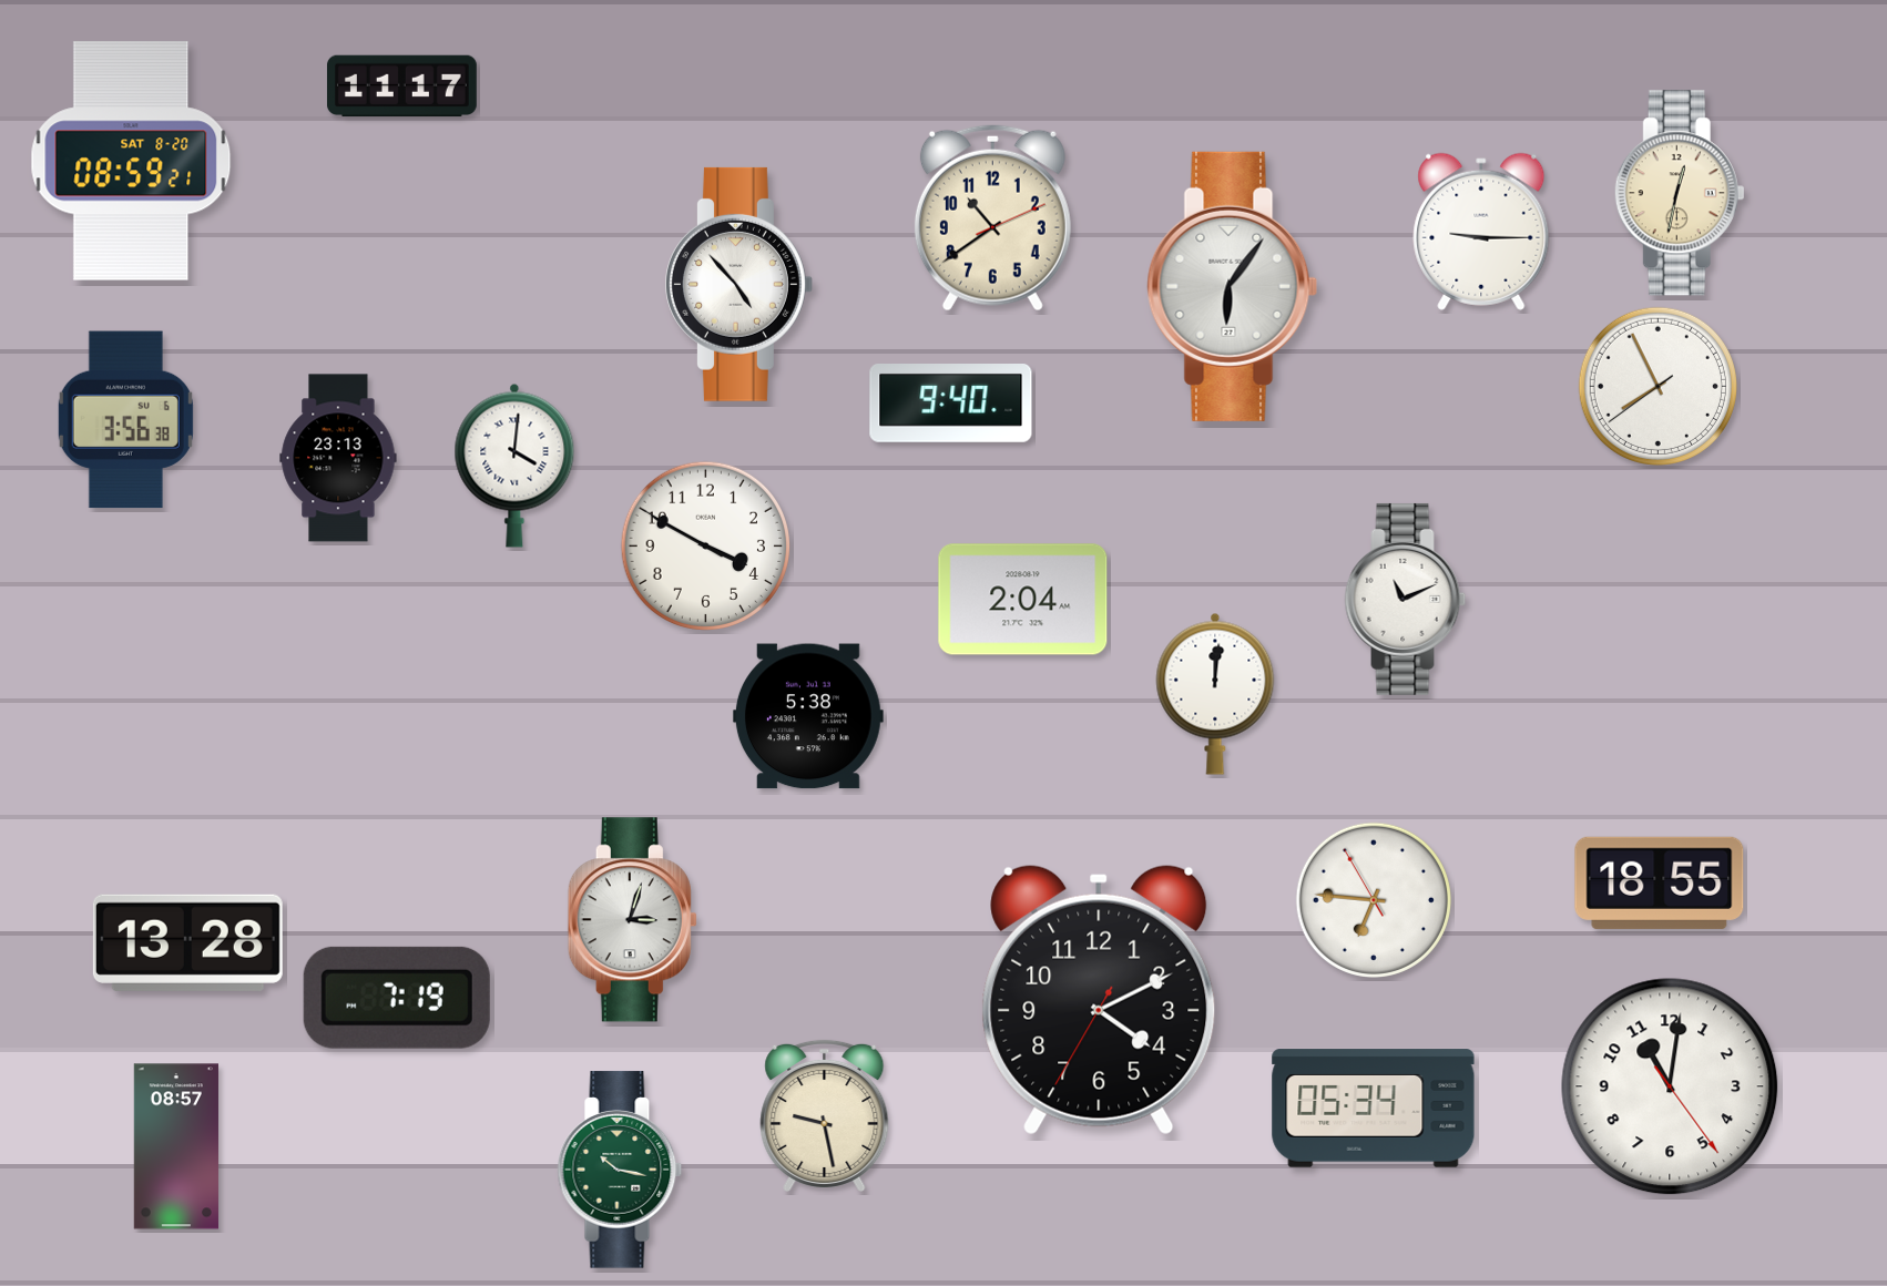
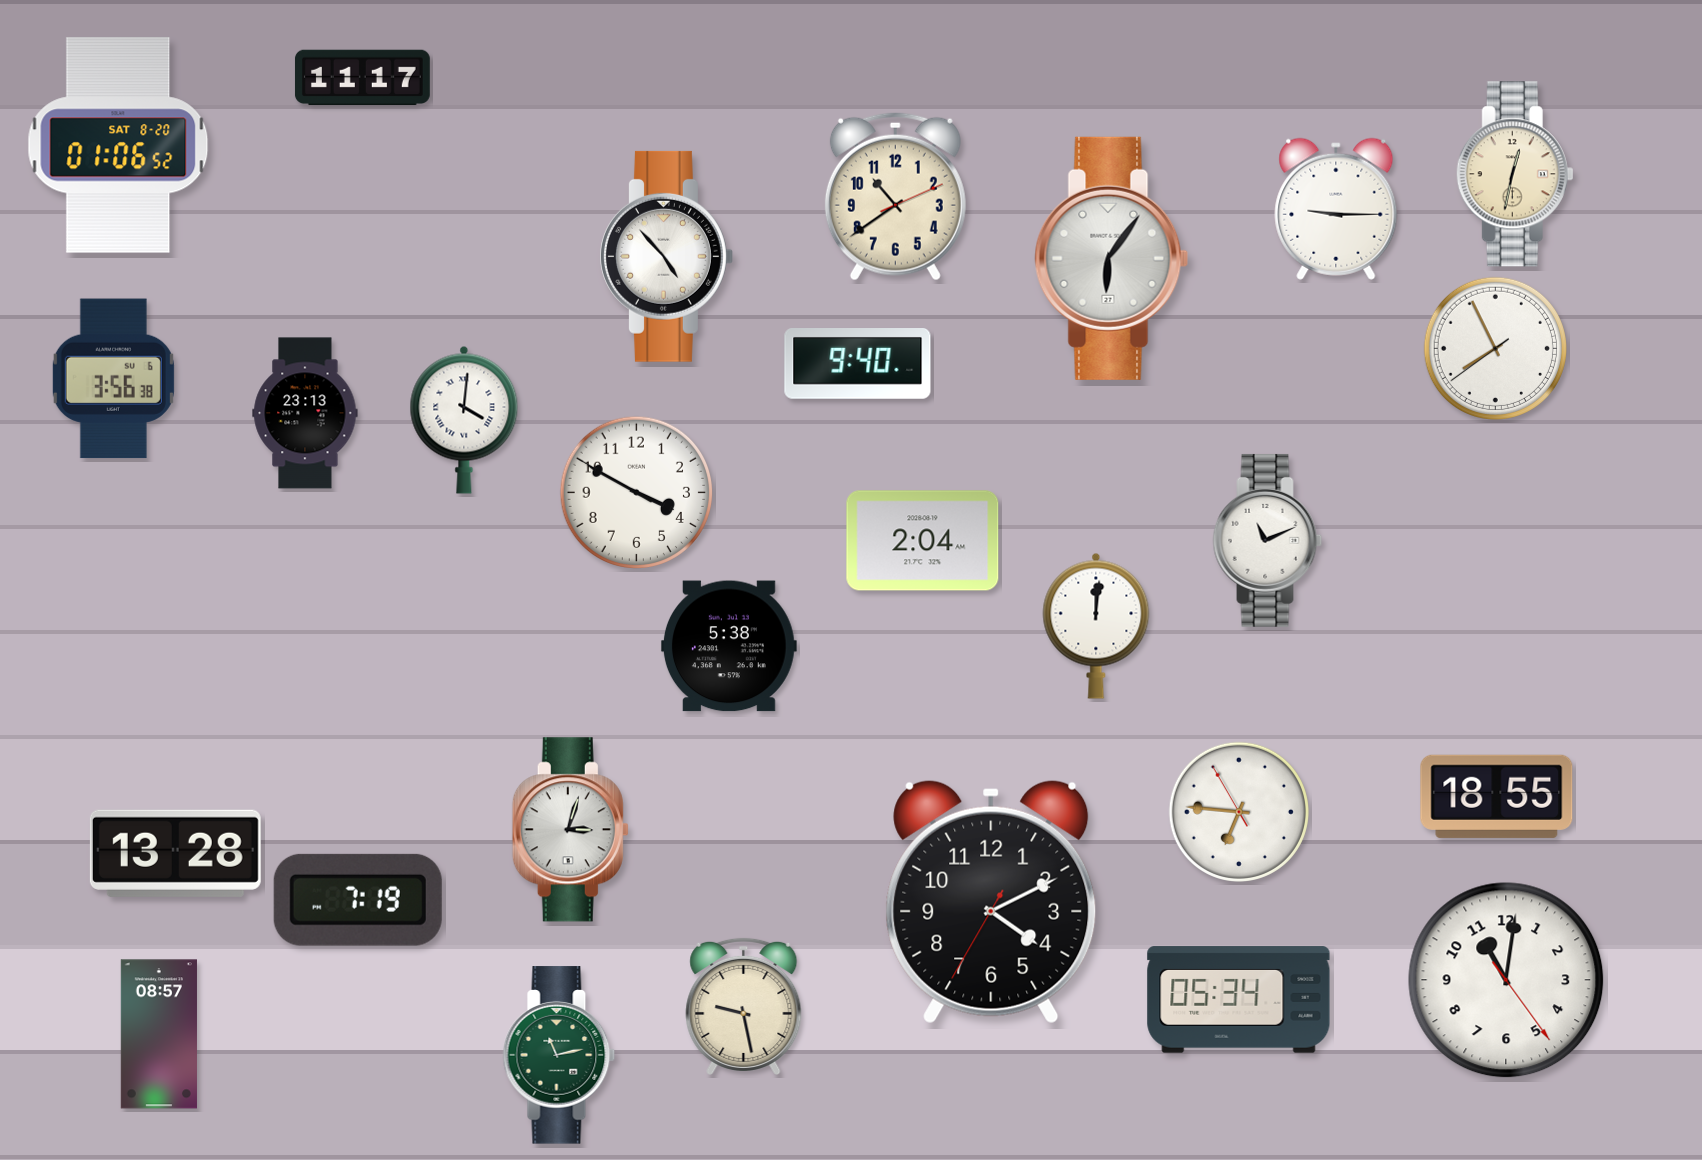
clock at (131, 161): 08:59 -> 01:06
clock at (187, 942) position: (187, 942) -> (175, 853)
clock at (620, 1170): 10:17 -> 11:13
